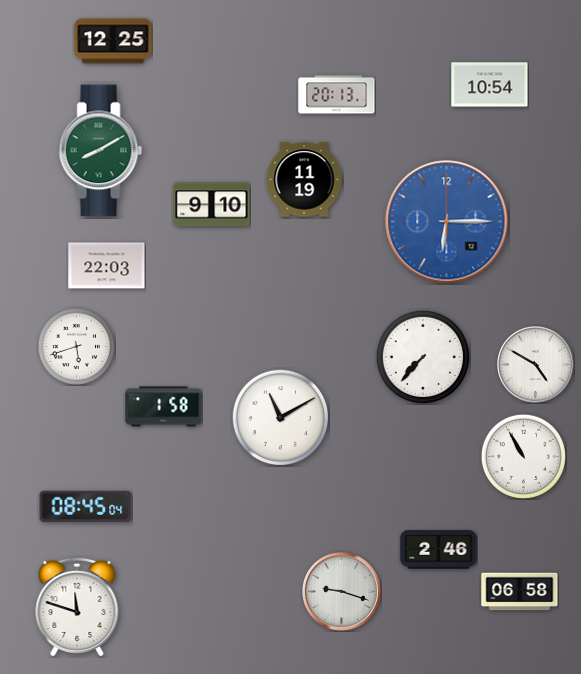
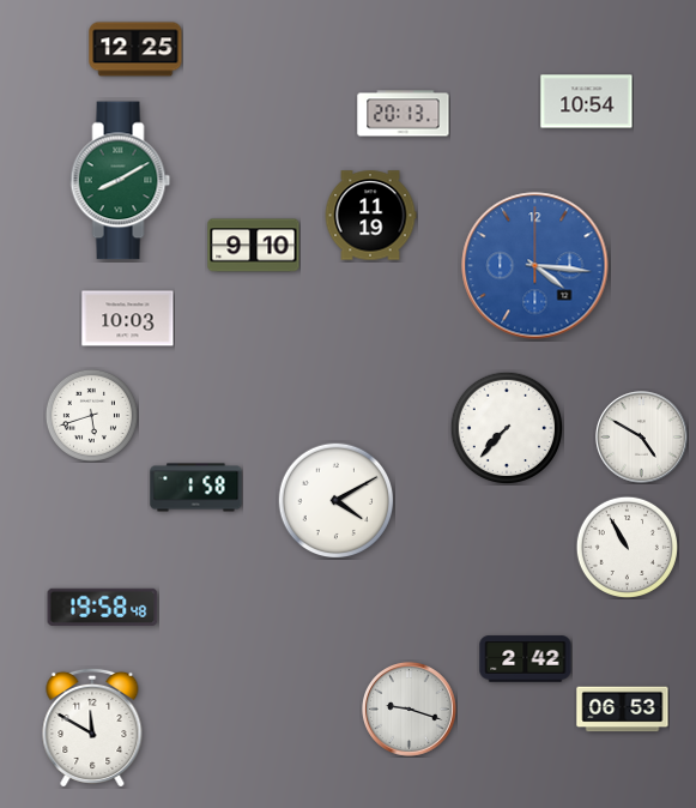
clock at (304, 180) position: (304, 180) -> (370, 216)
clock at (447, 222): 6:15 -> 4:16
clock at (107, 266): 22:03 -> 10:03
clock at (280, 417): 11:10 -> 4:10
clock at (86, 506): 08:45 -> 19:58
clock at (439, 550): 2:46 -> 2:42
clock at (520, 592): 06:58 -> 06:53
clock at (77, 607): 11:48 -> 11:50
